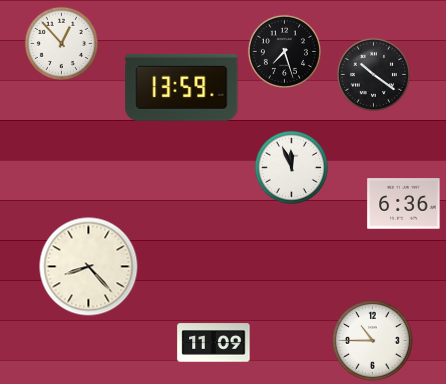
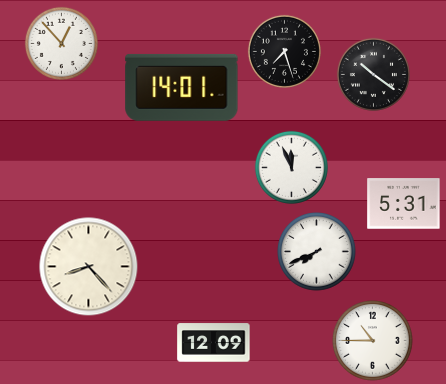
clock at (182, 87): 13:59 -> 14:01
clock at (404, 204): 6:36 -> 5:31
clock at (317, 252): none -> 7:41
clock at (214, 343): 11:09 -> 12:09
